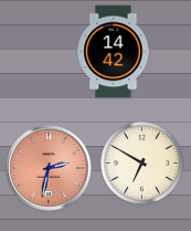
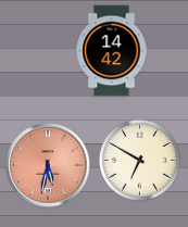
clock at (49, 168): 2:32 -> 5:32
